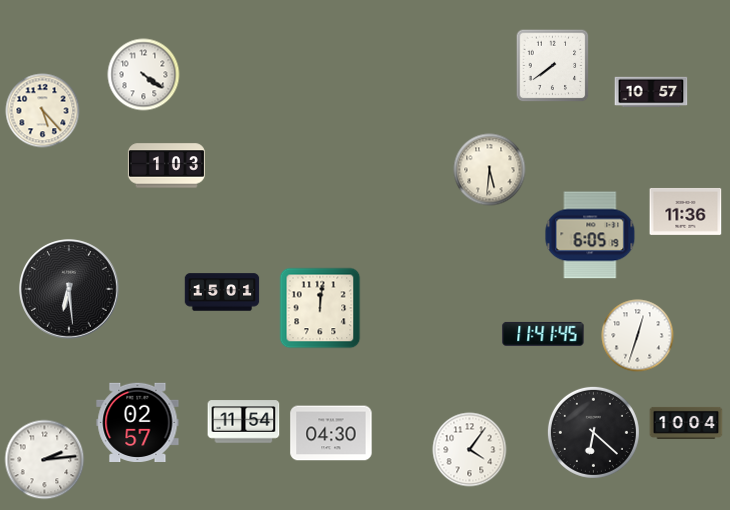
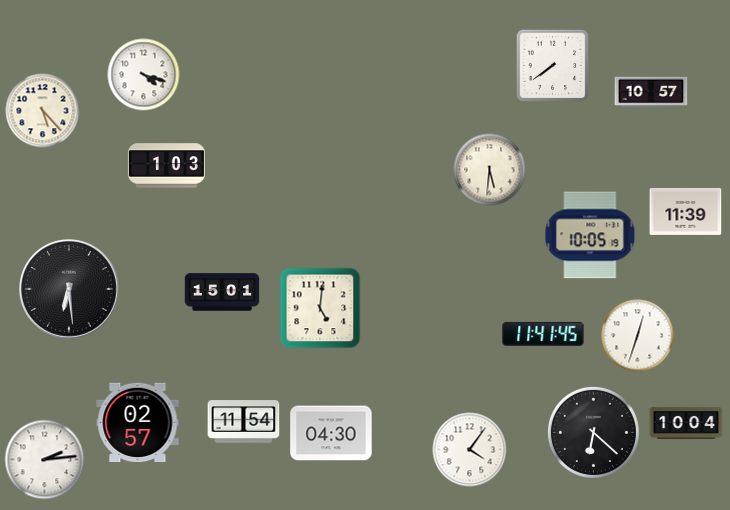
clock at (144, 75): 4:21 -> 4:18
clock at (686, 211): 11:36 -> 11:39
clock at (590, 235): 6:05 -> 10:05
clock at (320, 308): 12:01 -> 5:01
